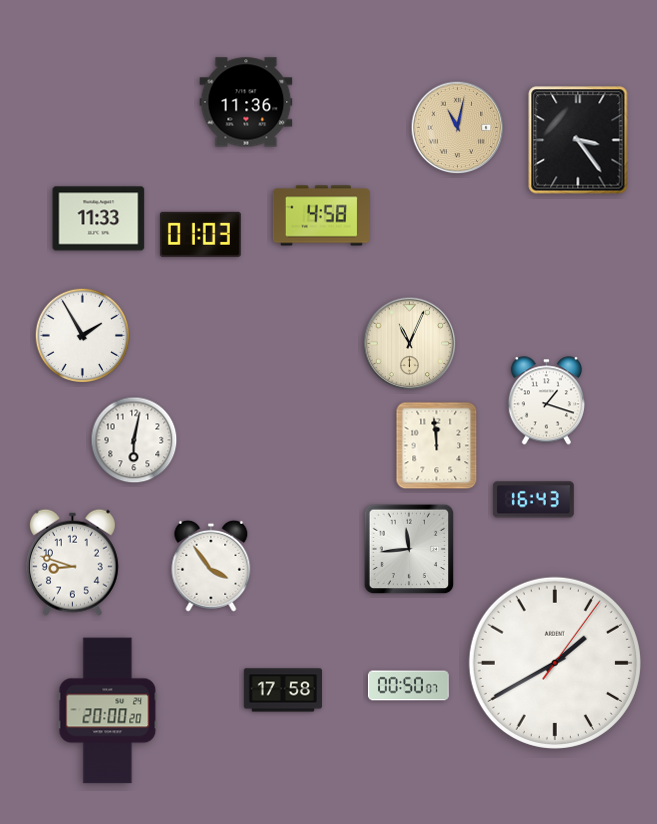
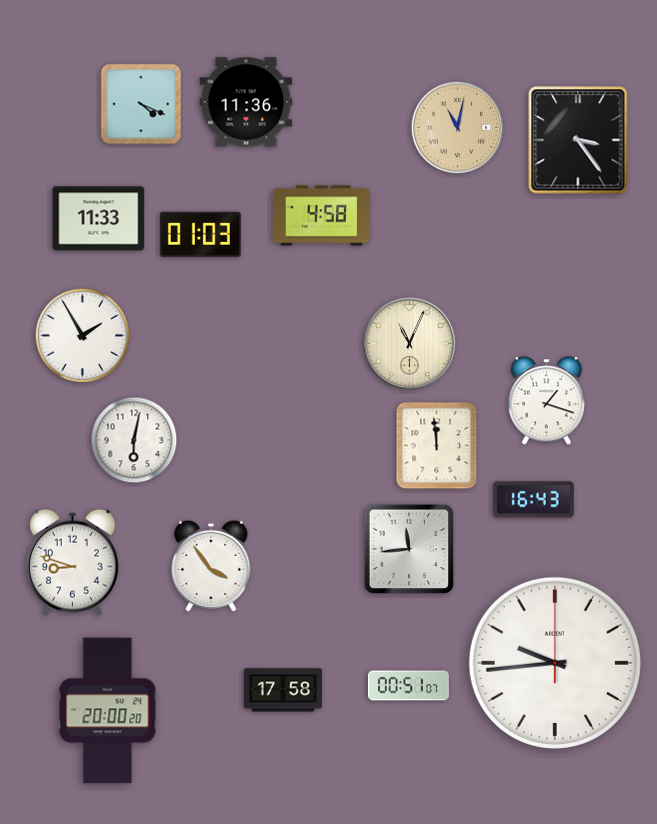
clock at (141, 104): none -> 4:19
clock at (555, 663): 1:40 -> 9:44
clock at (408, 686): 00:50 -> 00:51
